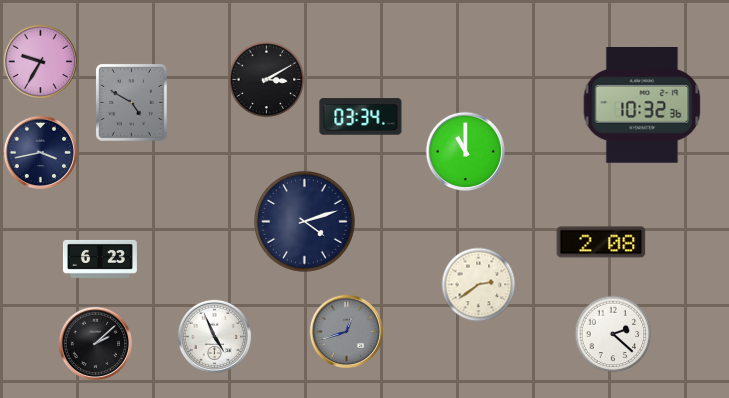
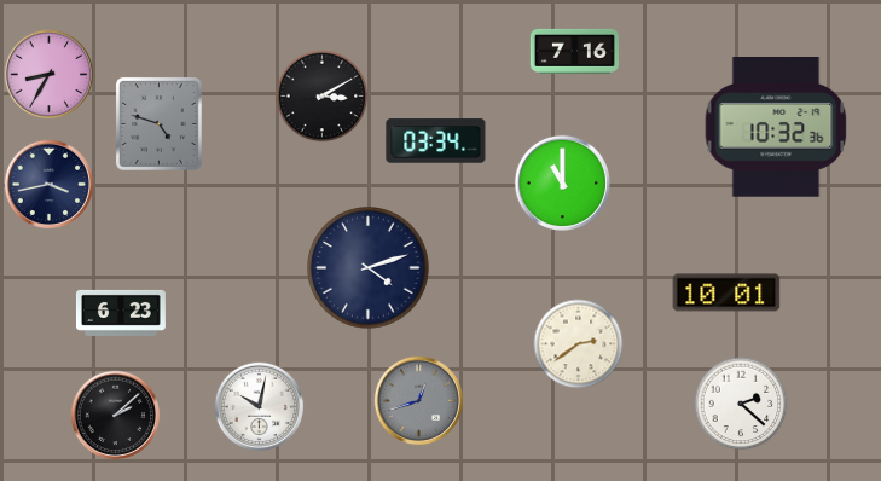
clock at (574, 51): none -> 7:16
clock at (41, 62): 9:35 -> 8:35
clock at (131, 103): 4:50 -> 4:48
clock at (601, 242): 2:08 -> 10:01
clock at (215, 337): 4:56 -> 10:02
